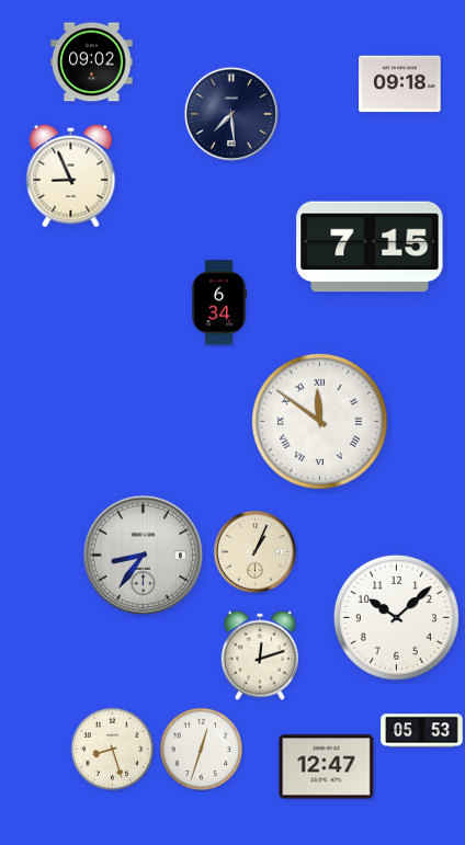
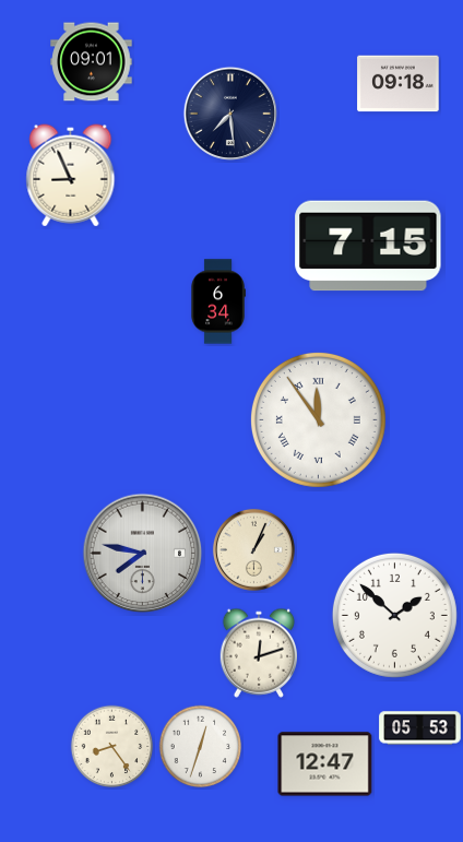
clock at (92, 62): 09:02 -> 09:01
clock at (319, 421): 11:51 -> 11:54
clock at (144, 556): 8:36 -> 7:47
clock at (396, 617): 10:08 -> 1:52
clock at (113, 750): 8:27 -> 8:24
